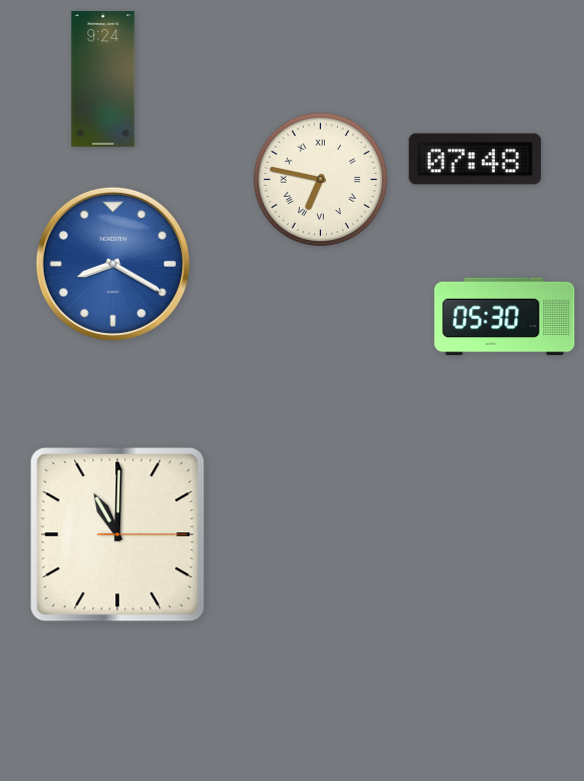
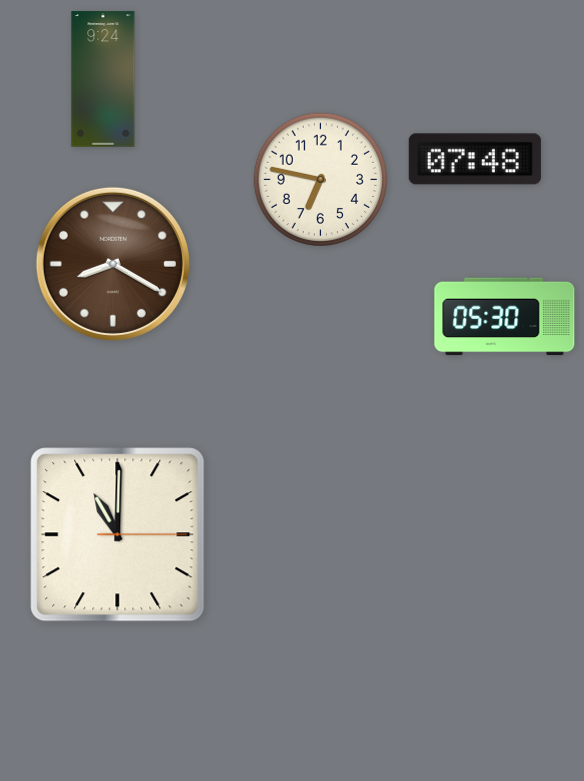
clock at (320, 179) numerals: Roman -> Arabic
clock at (113, 264) dial: blue -> brown
